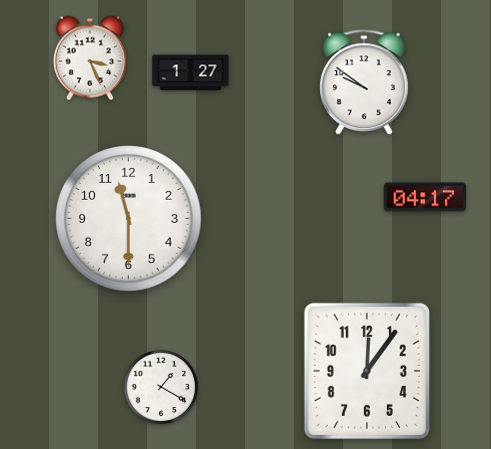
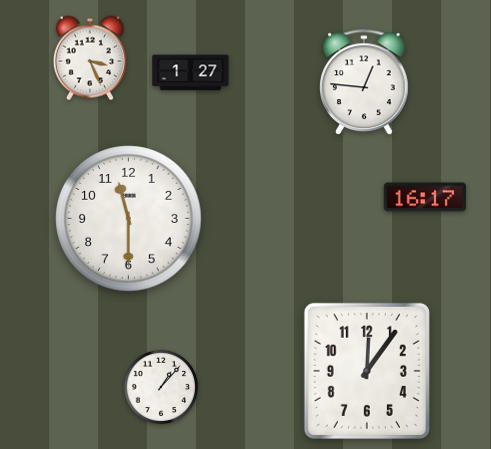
clock at (364, 83): 9:51 -> 12:46
clock at (425, 197): 04:17 -> 16:17
clock at (161, 387): 1:20 -> 1:07
